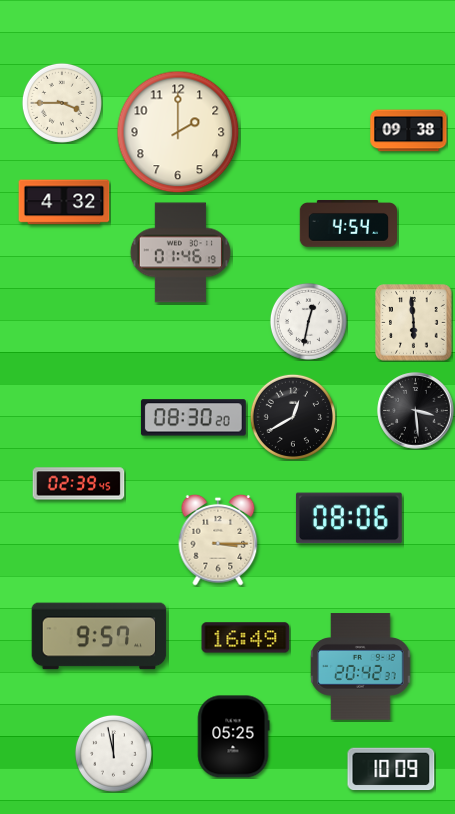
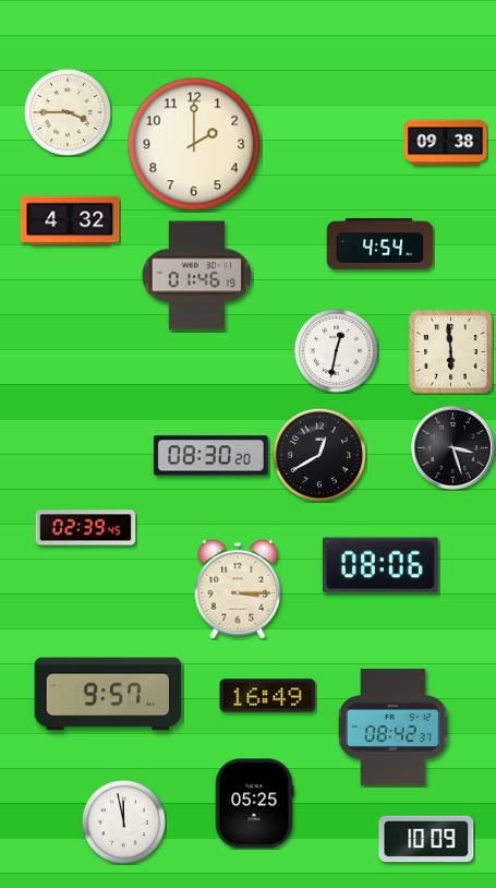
clock at (416, 411): 3:29 -> 3:27
clock at (361, 667): 20:42 -> 08:42
